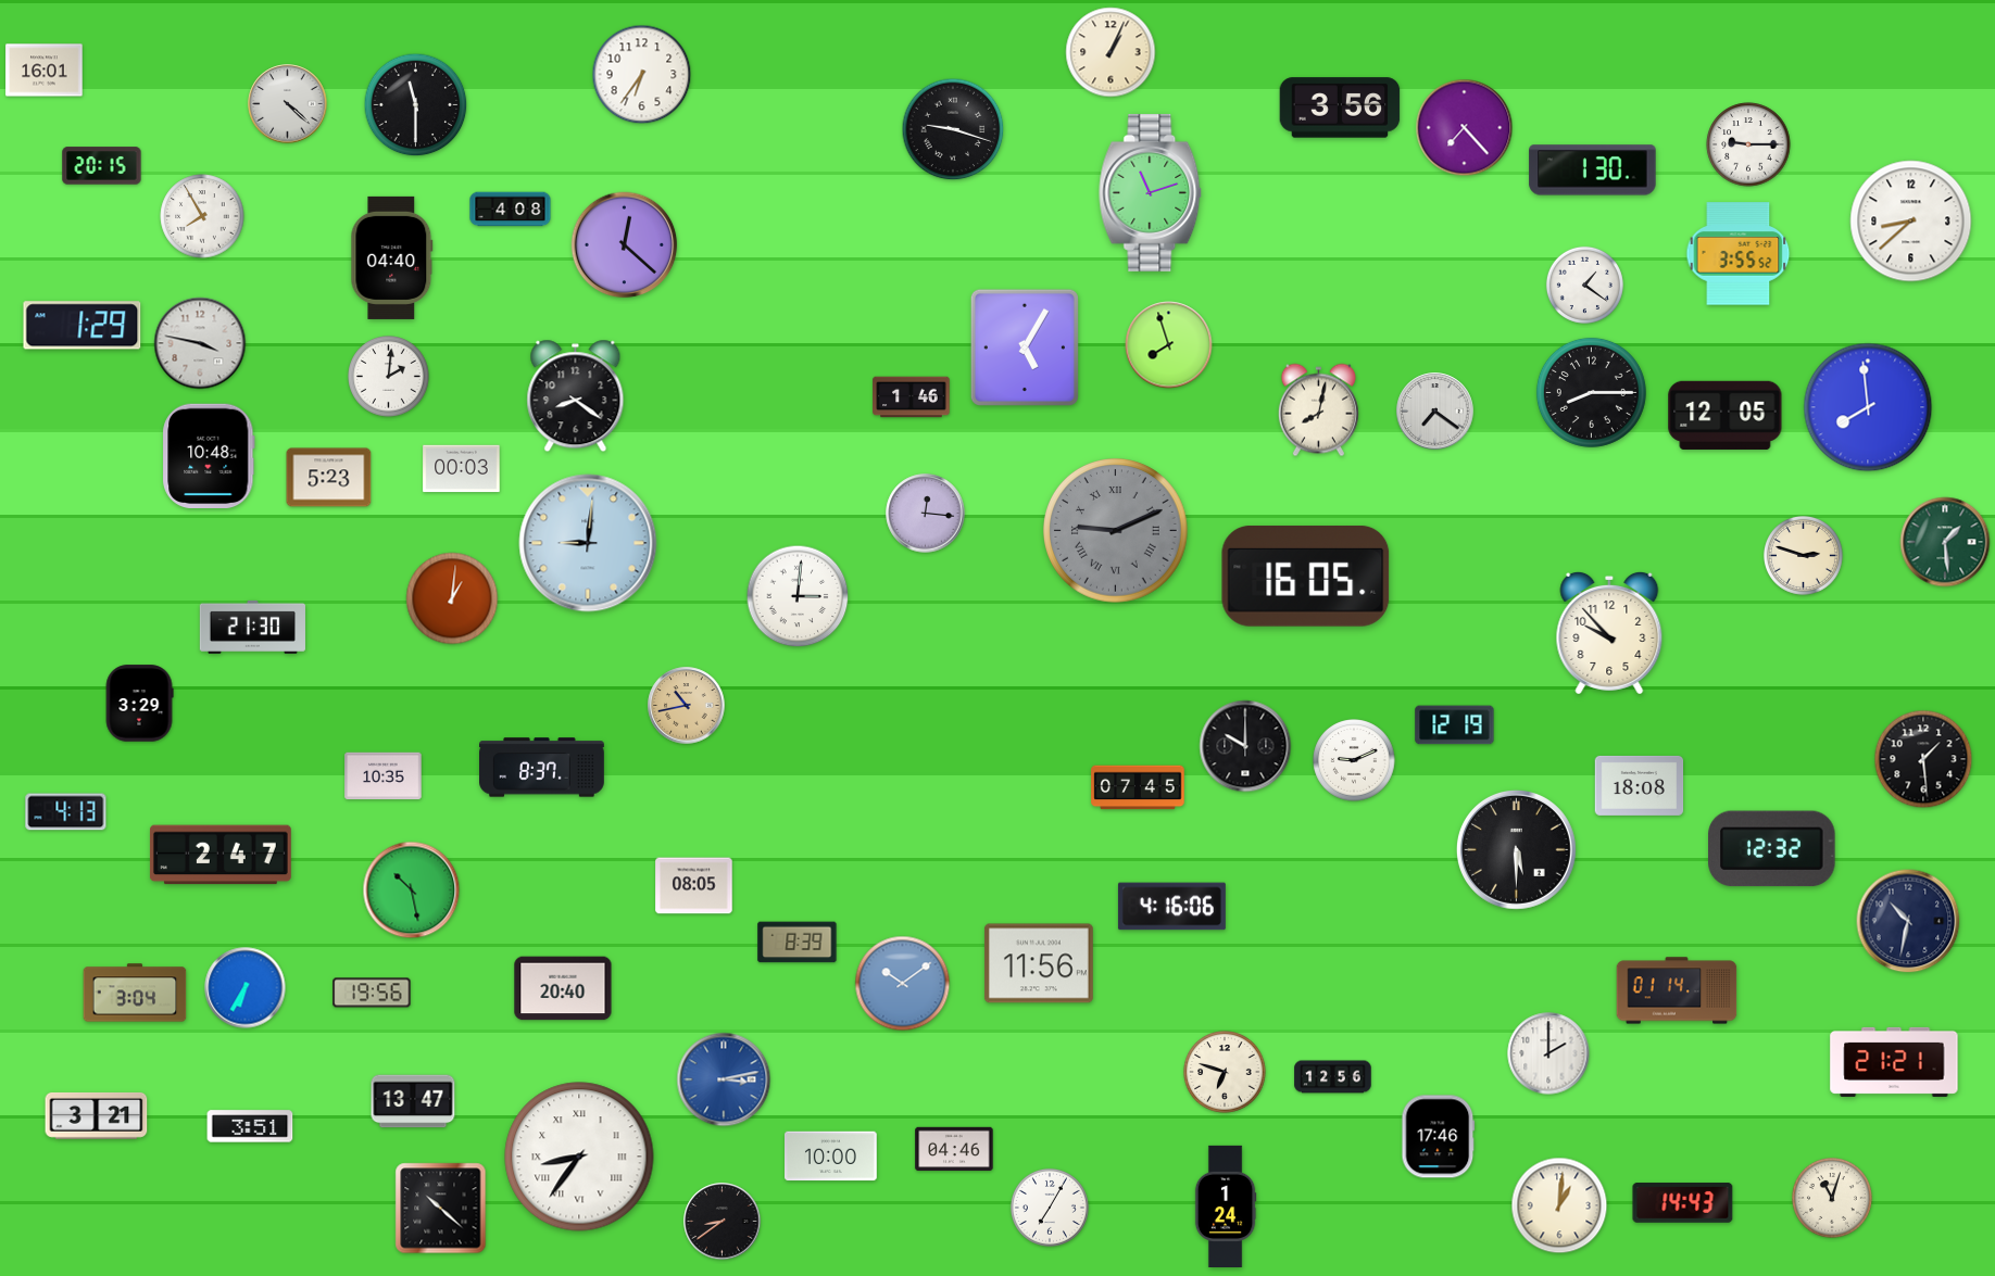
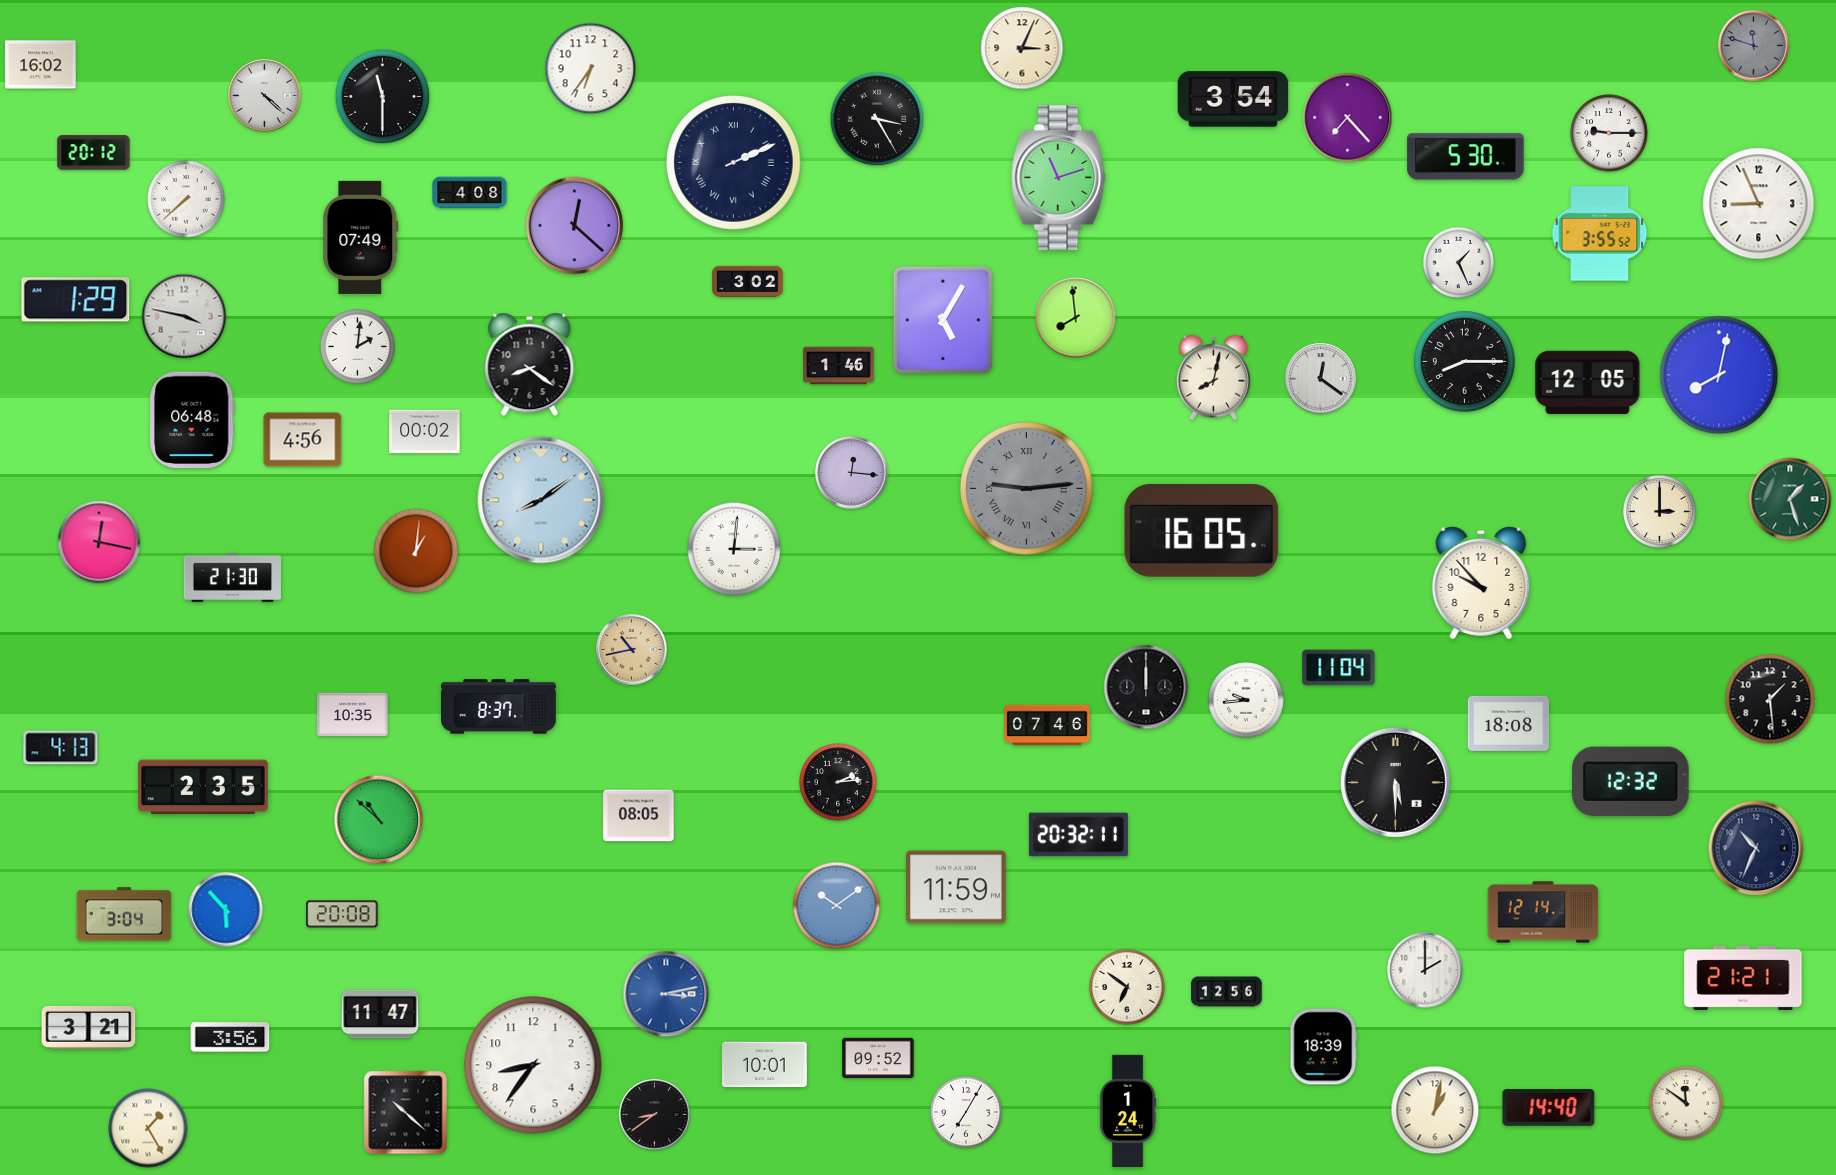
clock at (1754, 46): none -> 11:48
clock at (1111, 52): 1:04 -> 3:04
clock at (45, 71): 16:01 -> 16:02
clock at (1340, 108): 3:56 -> 3:54
clock at (953, 129): 9:18 -> 3:25
clock at (102, 166): 20:15 -> 20:12
clock at (1593, 170): 1:30 -> 5:30
clock at (734, 163): none -> 2:11
clock at (202, 216): 7:55 -> 7:38
clock at (1911, 222): 8:38 -> 8:56
clock at (392, 257): 04:40 -> 07:49
clock at (1584, 285): 1:21 -> 1:26
clock at (748, 281): none -> 3:02
clock at (1169, 345): 7:57 -> 7:59
clock at (1868, 407): 7:59 -> 8:02
clock at (1435, 412): 7:21 -> 12:21
clock at (209, 455): 10:48 -> 06:48
clock at (462, 469): 00:03 -> 00:02
clock at (329, 478): 5:23 -> 4:56
clock at (1116, 531): 9:11 -> 9:14
clock at (1945, 542): 1:29 -> 1:27
clock at (588, 543): 9:01 -> 8:09
clock at (1803, 555): 2:48 -> 3:00
clock at (99, 542): none -> 12:17
clock at (139, 704): 3:29 -> none
clock at (1455, 725): 12:19 -> 11:04
clock at (1245, 746): 10:00 -> 12:00
clock at (1354, 760): 9:11 -> 9:44
clock at (1138, 787): 07:45 -> 07:46
clock at (838, 782): none -> 2:14
clock at (221, 855): 2:47 -> 2:35
clock at (412, 890): 10:28 -> 10:52
clock at (1171, 907): 4:16 -> 20:32
clock at (1908, 921): 10:32 -> 10:34
clock at (798, 943): 8:39 -> none
clock at (1039, 963): 11:56 -> 11:59
clock at (903, 984) position: (903, 984) -> (837, 906)
clock at (246, 988): 6:35 -> 5:53
clock at (563, 988): 20:40 -> none
clock at (1677, 990): 01:14 -> 12:14
clock at (372, 993): 19:56 -> 20:08
clock at (1225, 1072): 6:48 -> 6:51
clock at (413, 1101): 13:47 -> 11:47
clock at (250, 1126): 3:51 -> 3:56
clock at (1439, 1137): 17:46 -> 18:39
clock at (954, 1149): 04:46 -> 09:52
clock at (579, 1157) numerals: Roman -> Arabic
clock at (831, 1157): 10:00 -> 10:01
clock at (1833, 1199): 11:03 -> 11:51
clock at (1683, 1203): 14:43 -> 14:40
clock at (1559, 1205): 1:01 -> 1:02
clock at (723, 1222) position: (723, 1222) -> (655, 1115)
clock at (148, 1128): none -> 1:25
